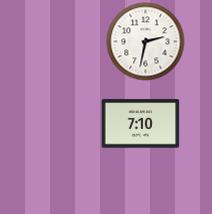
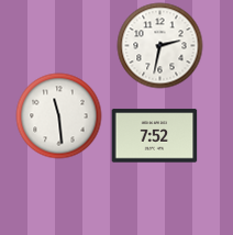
clock at (58, 115): none -> 11:29
clock at (140, 124): 7:10 -> 7:52
